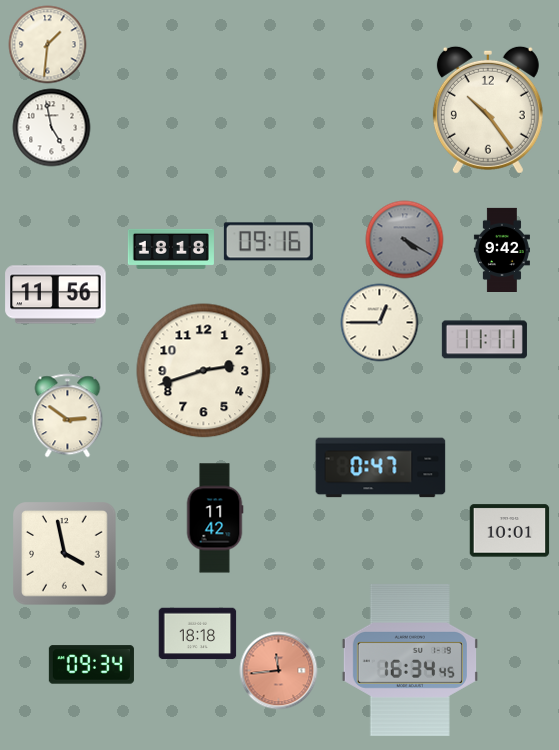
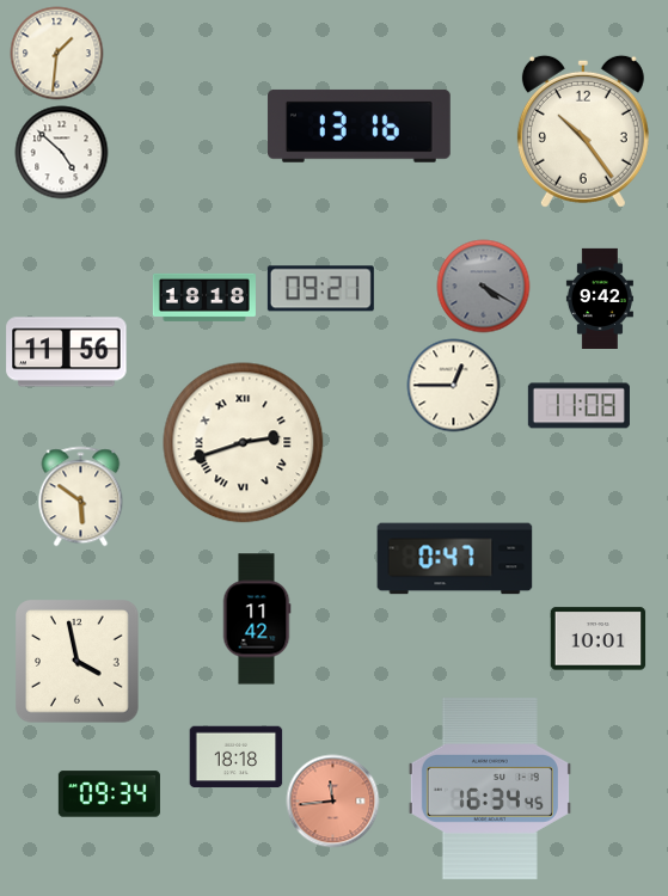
clock at (358, 125): none -> 13:16
clock at (51, 127): 4:58 -> 4:52
clock at (268, 242): 09:16 -> 09:21
clock at (484, 340): 11:11 -> 11:08
clock at (204, 371) numerals: Arabic -> Roman
clock at (68, 415): 2:51 -> 5:51
clock at (509, 531) position: (509, 531) -> (597, 639)
